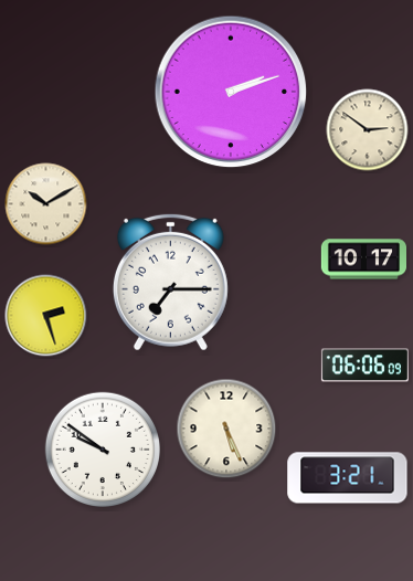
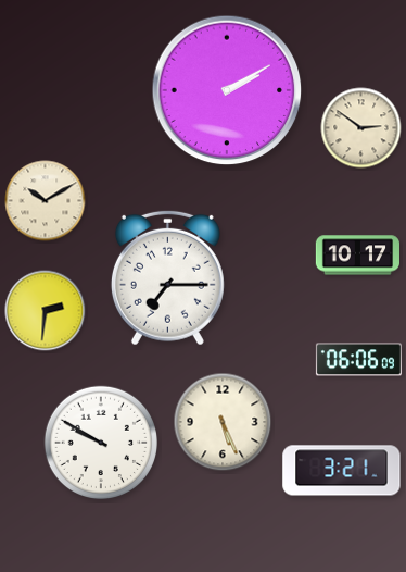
clock at (231, 92): 2:12 -> 2:10
clock at (46, 316): 2:27 -> 2:31
clock at (102, 448): 9:51 -> 9:50
